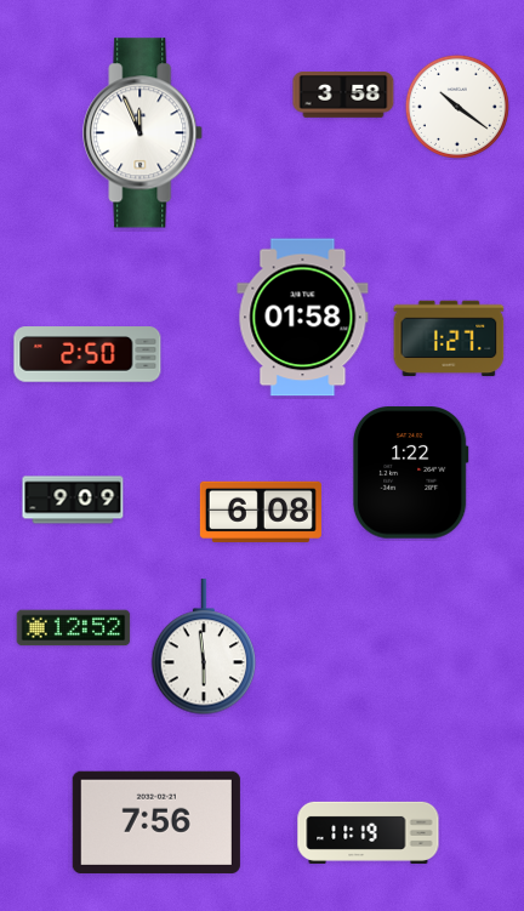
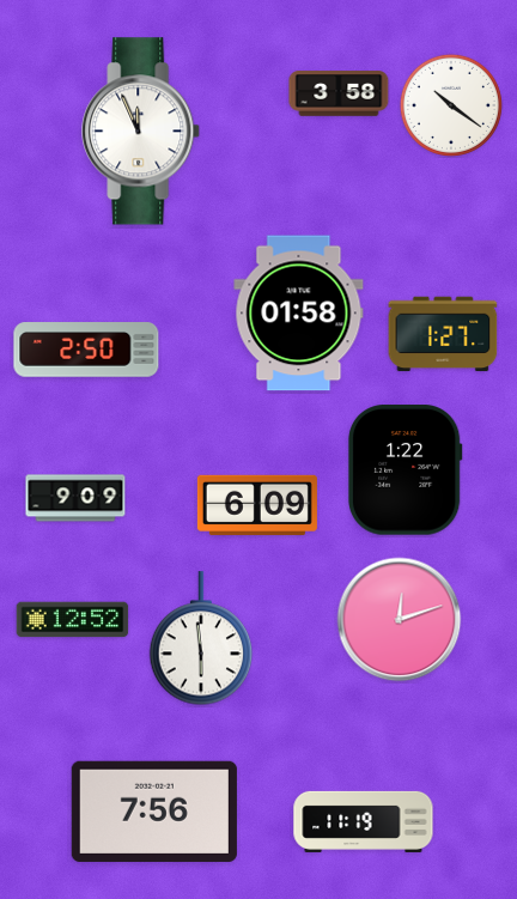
clock at (410, 473) position: (410, 473) -> (405, 470)
clock at (73, 500) position: (73, 500) -> (75, 498)
clock at (261, 512): 6:08 -> 6:09
clock at (400, 620): none -> 12:12
